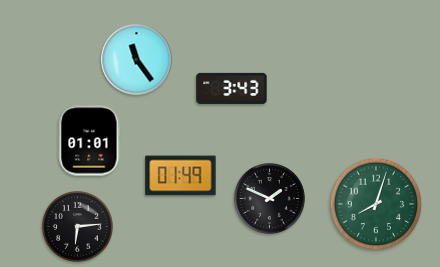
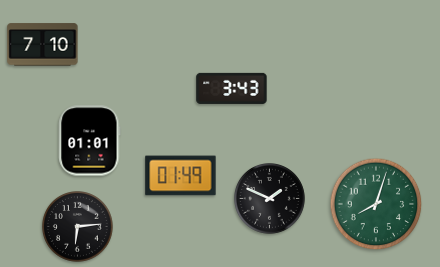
clock at (43, 45): none -> 7:10
clock at (137, 60): 11:24 -> none
